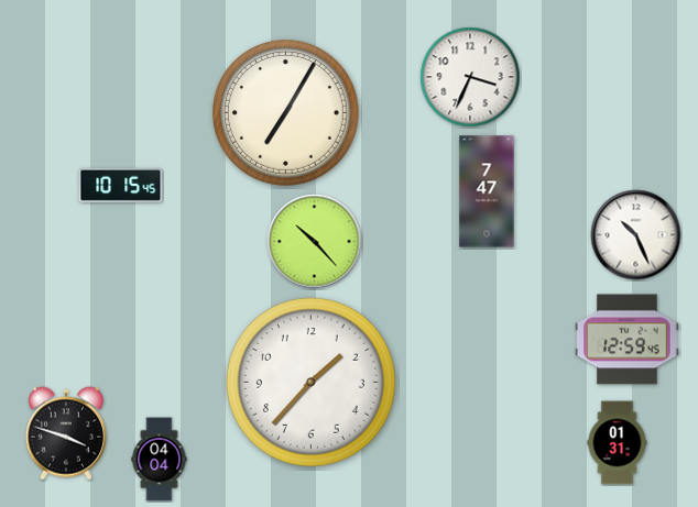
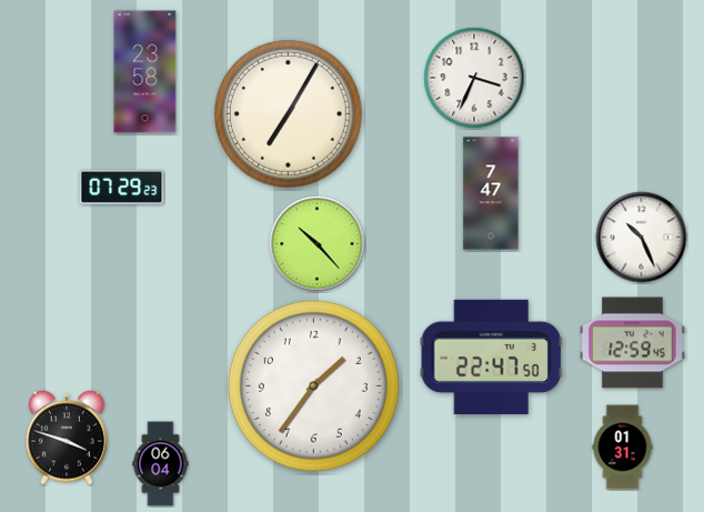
clock at (145, 72): none -> 23:58
clock at (121, 185): 10:15 -> 07:29
clock at (491, 357): none -> 22:47
clock at (310, 382): 1:37 -> 1:36
clock at (160, 460): 04:04 -> 06:04
